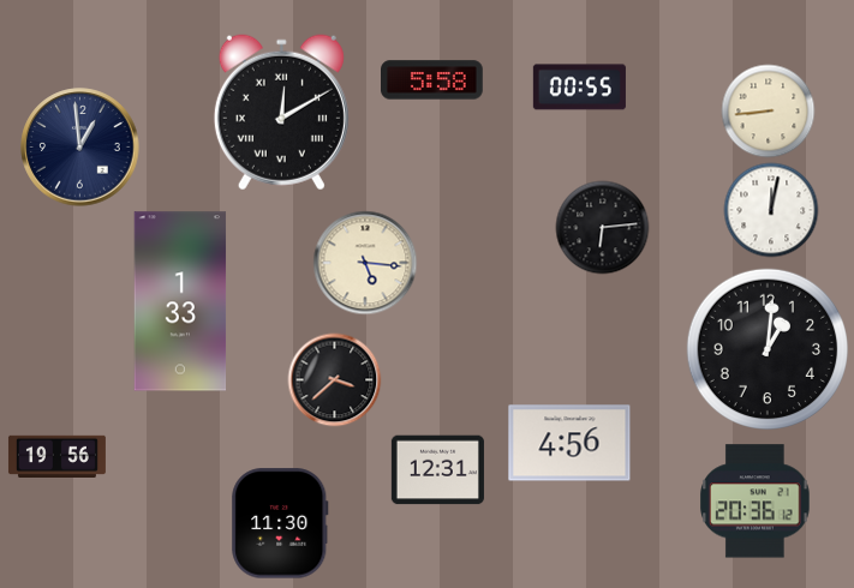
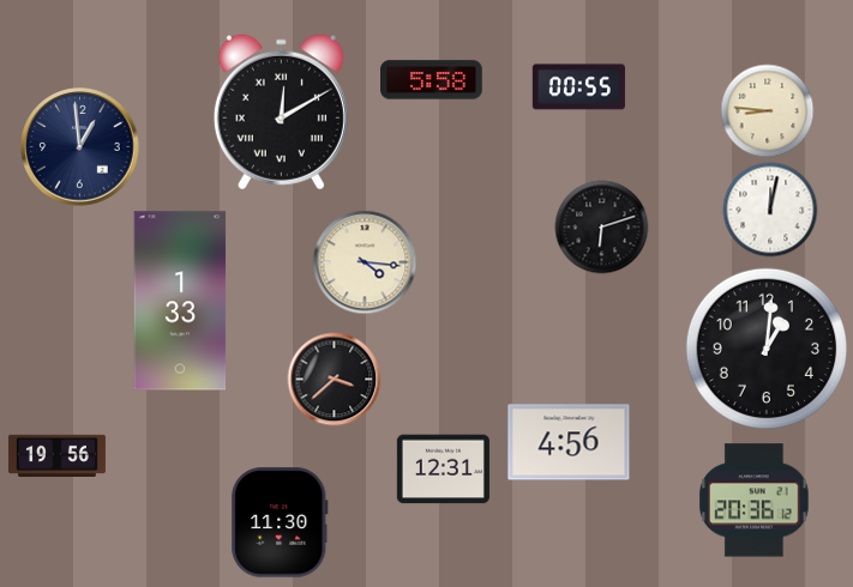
clock at (768, 110): 8:44 -> 8:46
clock at (602, 227): 6:14 -> 6:12
clock at (365, 263): 5:16 -> 4:16
clock at (437, 470) position: (437, 470) -> (443, 470)
